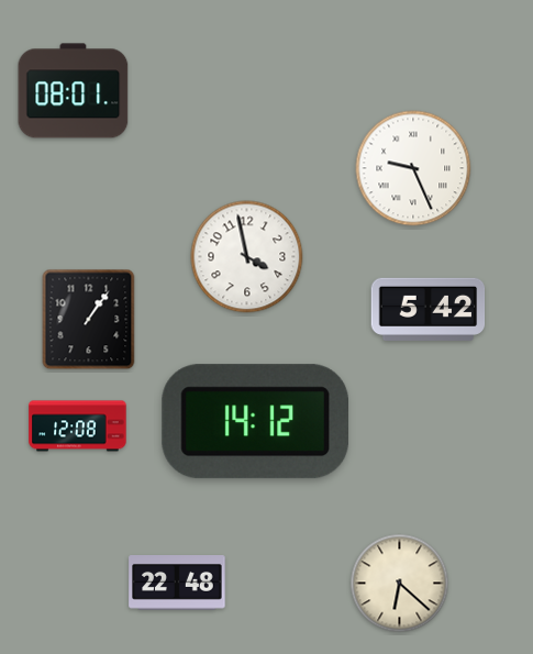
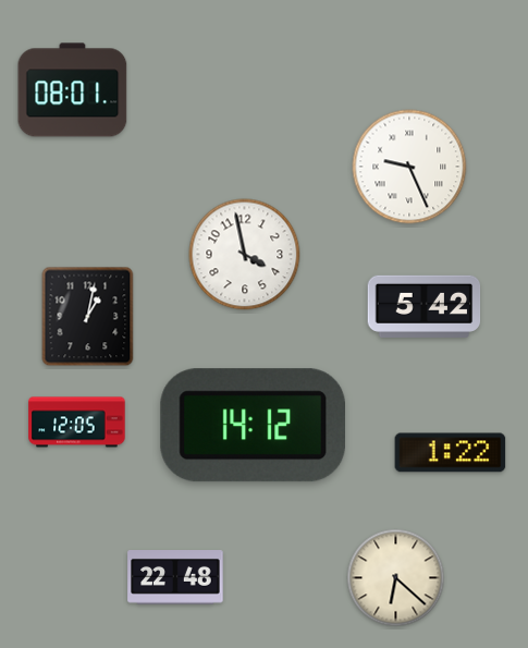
clock at (89, 320): 1:06 -> 1:02
clock at (255, 422) position: (255, 422) -> (253, 426)
clock at (78, 426): 12:08 -> 12:05
clock at (451, 453): none -> 1:22
